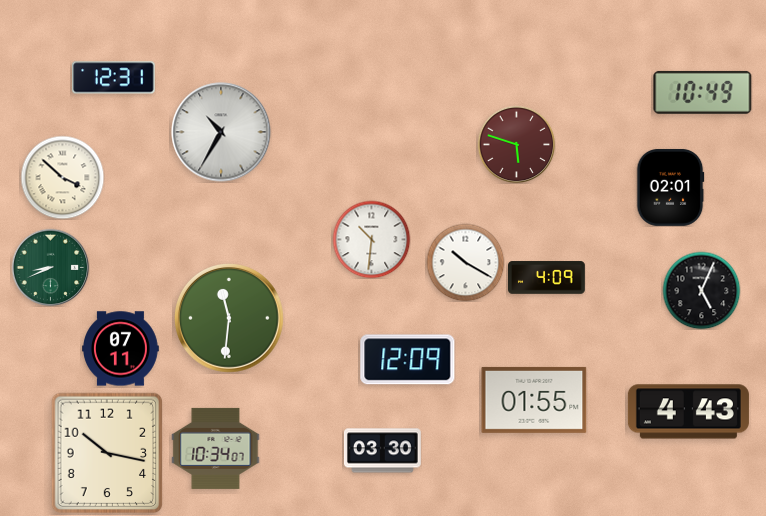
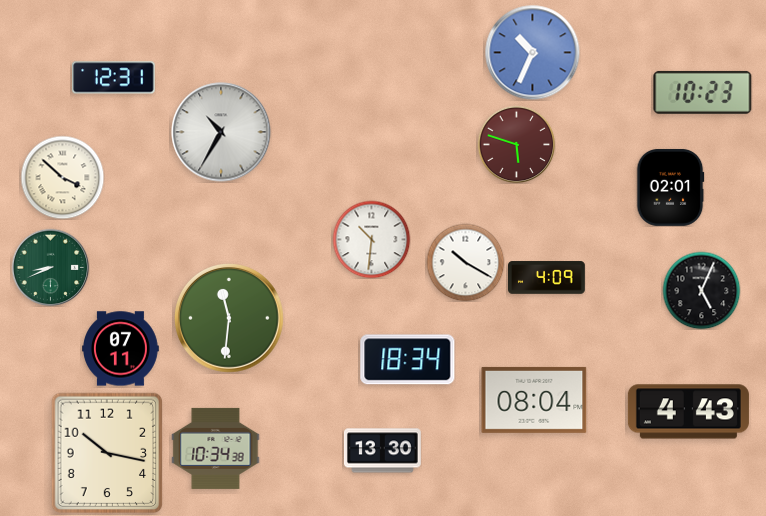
clock at (532, 52): none -> 10:34
clock at (703, 92): 10:49 -> 10:23
clock at (408, 360): 12:09 -> 18:34
clock at (534, 400): 01:55 -> 08:04
clock at (216, 448): 10:34:07 -> 10:34:38
clock at (382, 451): 03:30 -> 13:30
